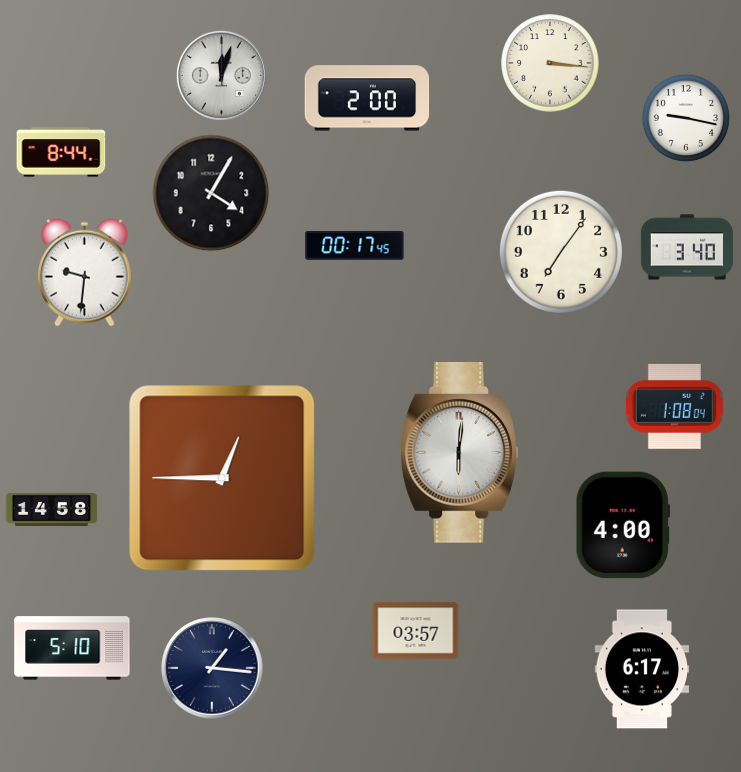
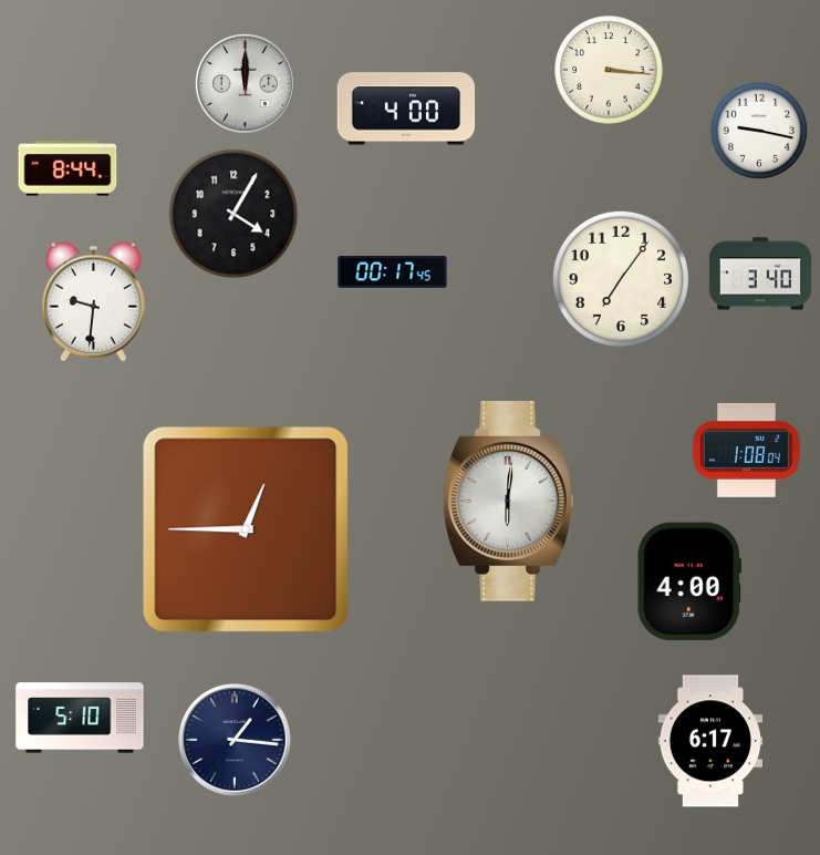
clock at (221, 75): 12:03 -> 12:00
clock at (367, 98): 2:00 -> 4:00
clock at (52, 509): 14:58 -> none
clock at (416, 631): 03:57 -> none
